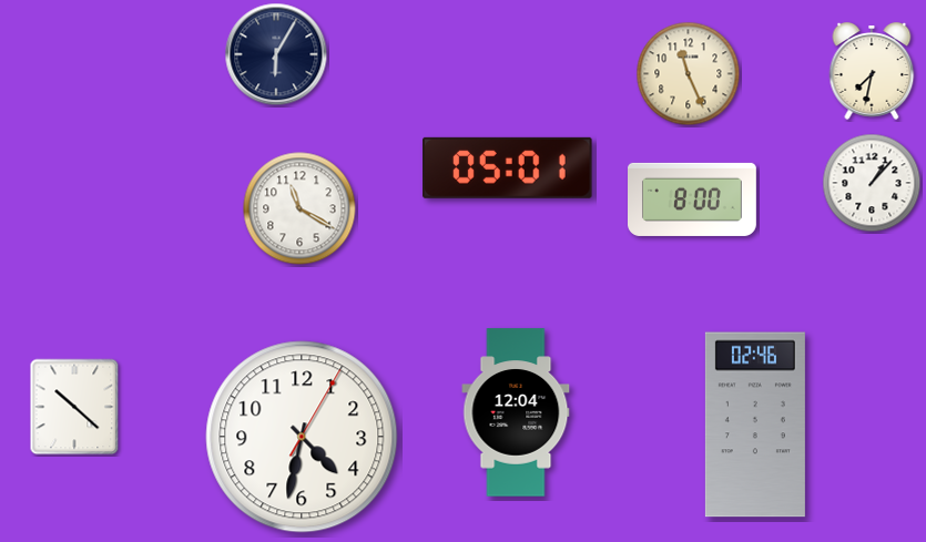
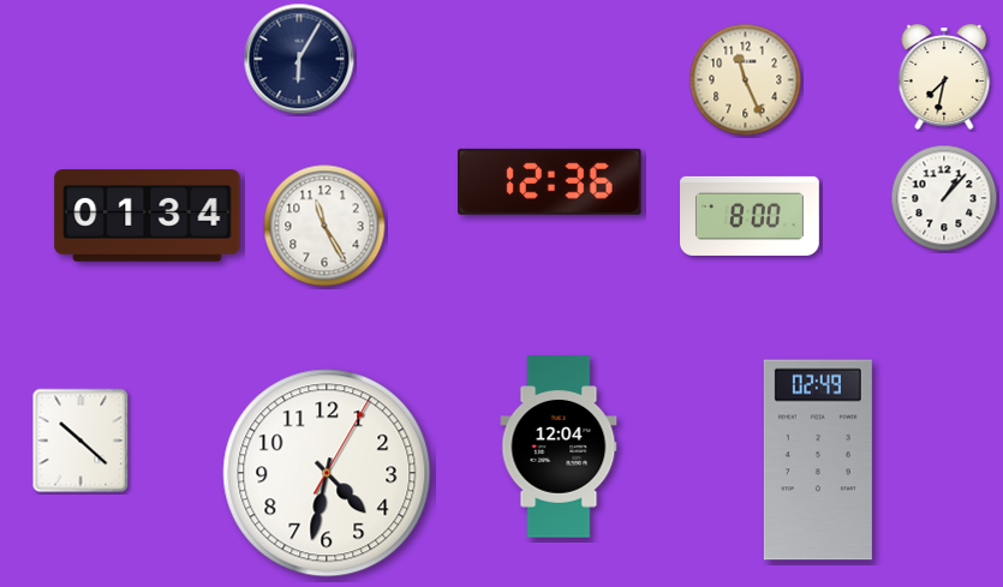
clock at (508, 167): 05:01 -> 12:36
clock at (148, 216): none -> 01:34
clock at (299, 208): 11:20 -> 11:25
clock at (755, 425): 02:46 -> 02:49
